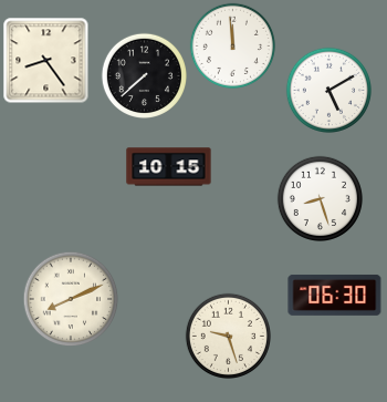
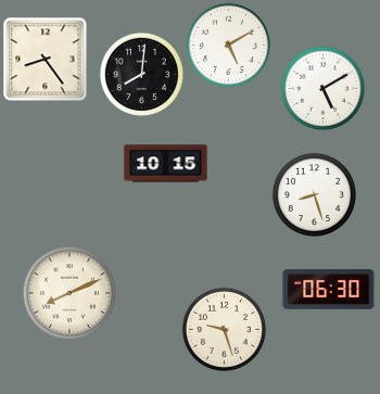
clock at (232, 45): 11:59 -> 5:10
clock at (144, 75): 7:38 -> 8:01
